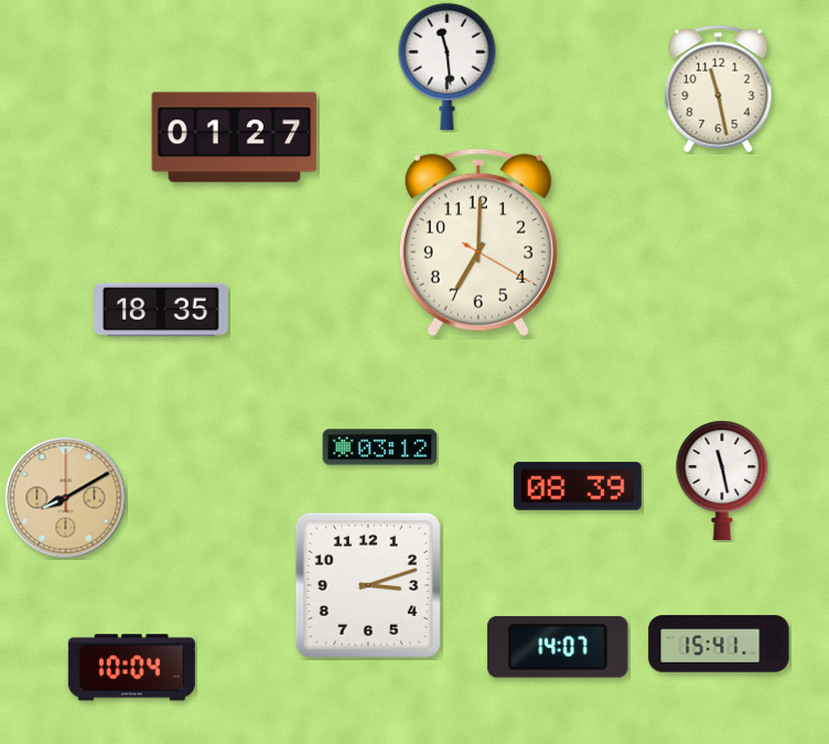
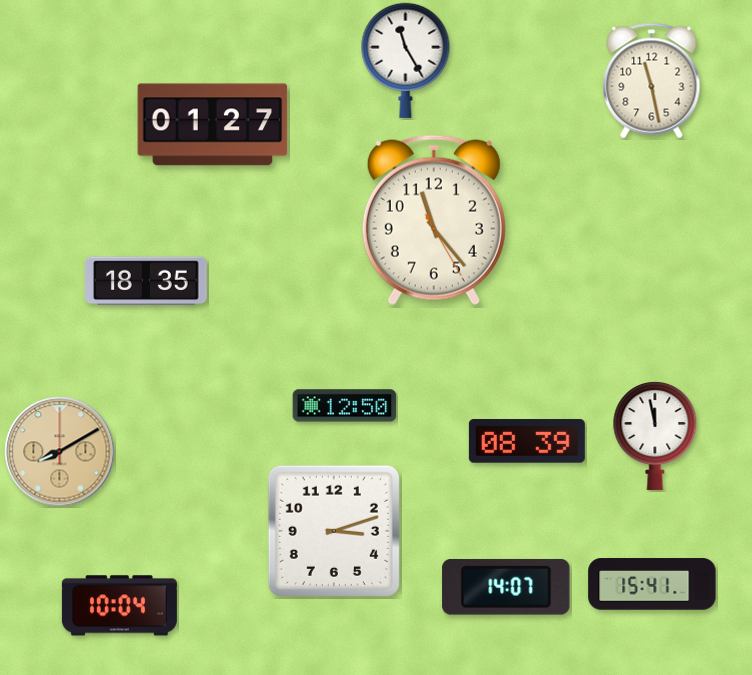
clock at (448, 66): 11:29 -> 11:25
clock at (478, 242): 7:00 -> 11:23
clock at (380, 448): 03:12 -> 12:50
clock at (722, 482): 11:28 -> 11:58
clock at (578, 486) position: (578, 486) -> (527, 441)
